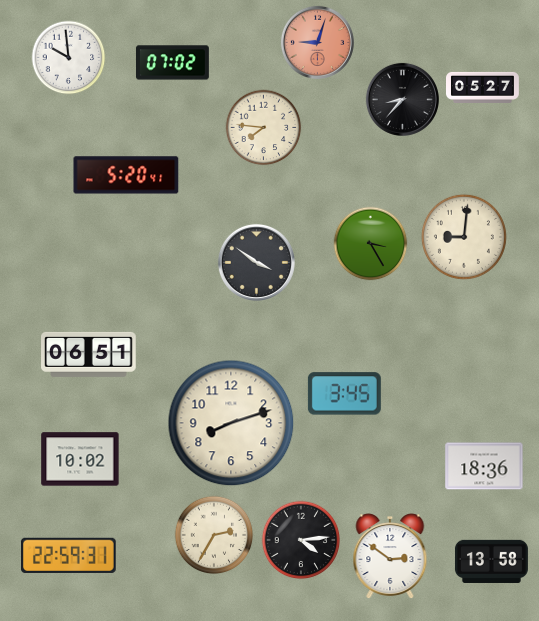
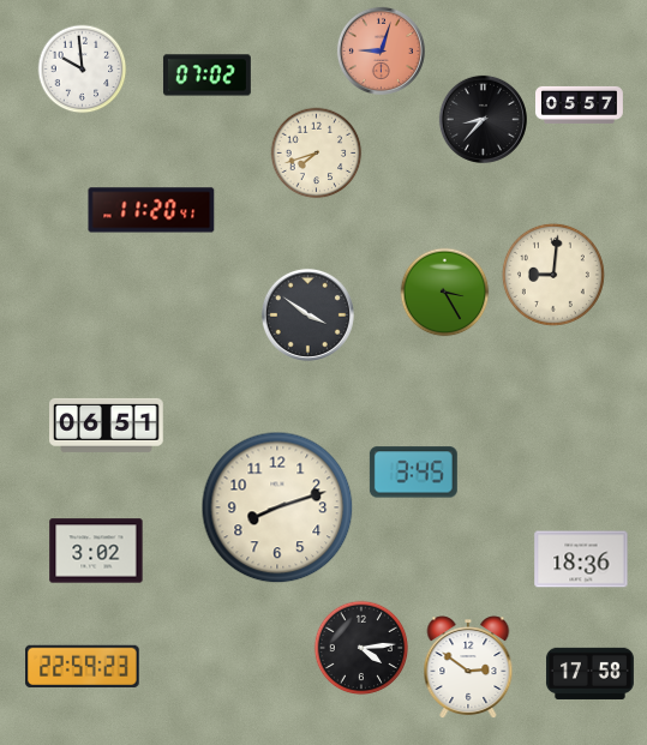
clock at (483, 87): 05:27 -> 05:57
clock at (264, 128): 7:46 -> 7:42
clock at (126, 175): 5:20 -> 11:20
clock at (464, 237) position: (464, 237) -> (553, 275)
clock at (80, 459): 10:02 -> 3:02
clock at (214, 535): 2:35 -> none
clock at (69, 555): 22:59:31 -> 22:59:23
clock at (491, 561): 13:58 -> 17:58
